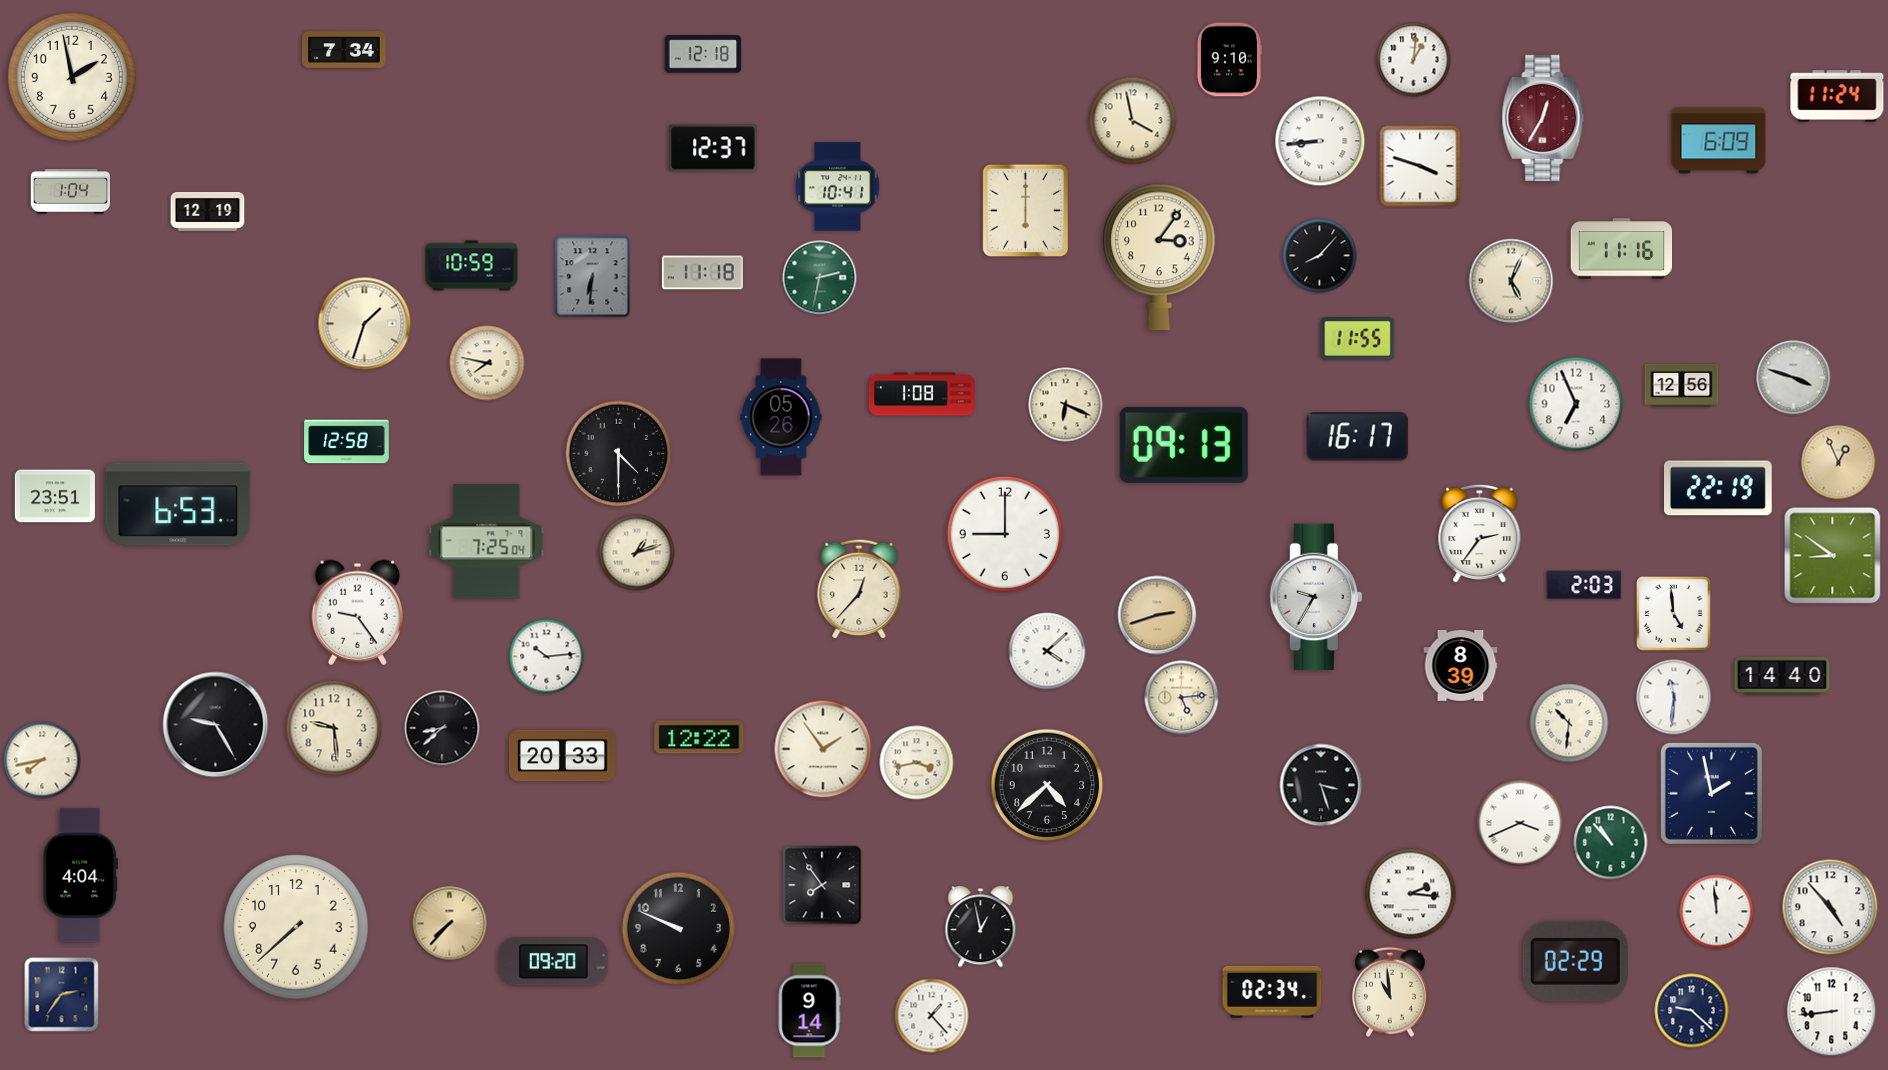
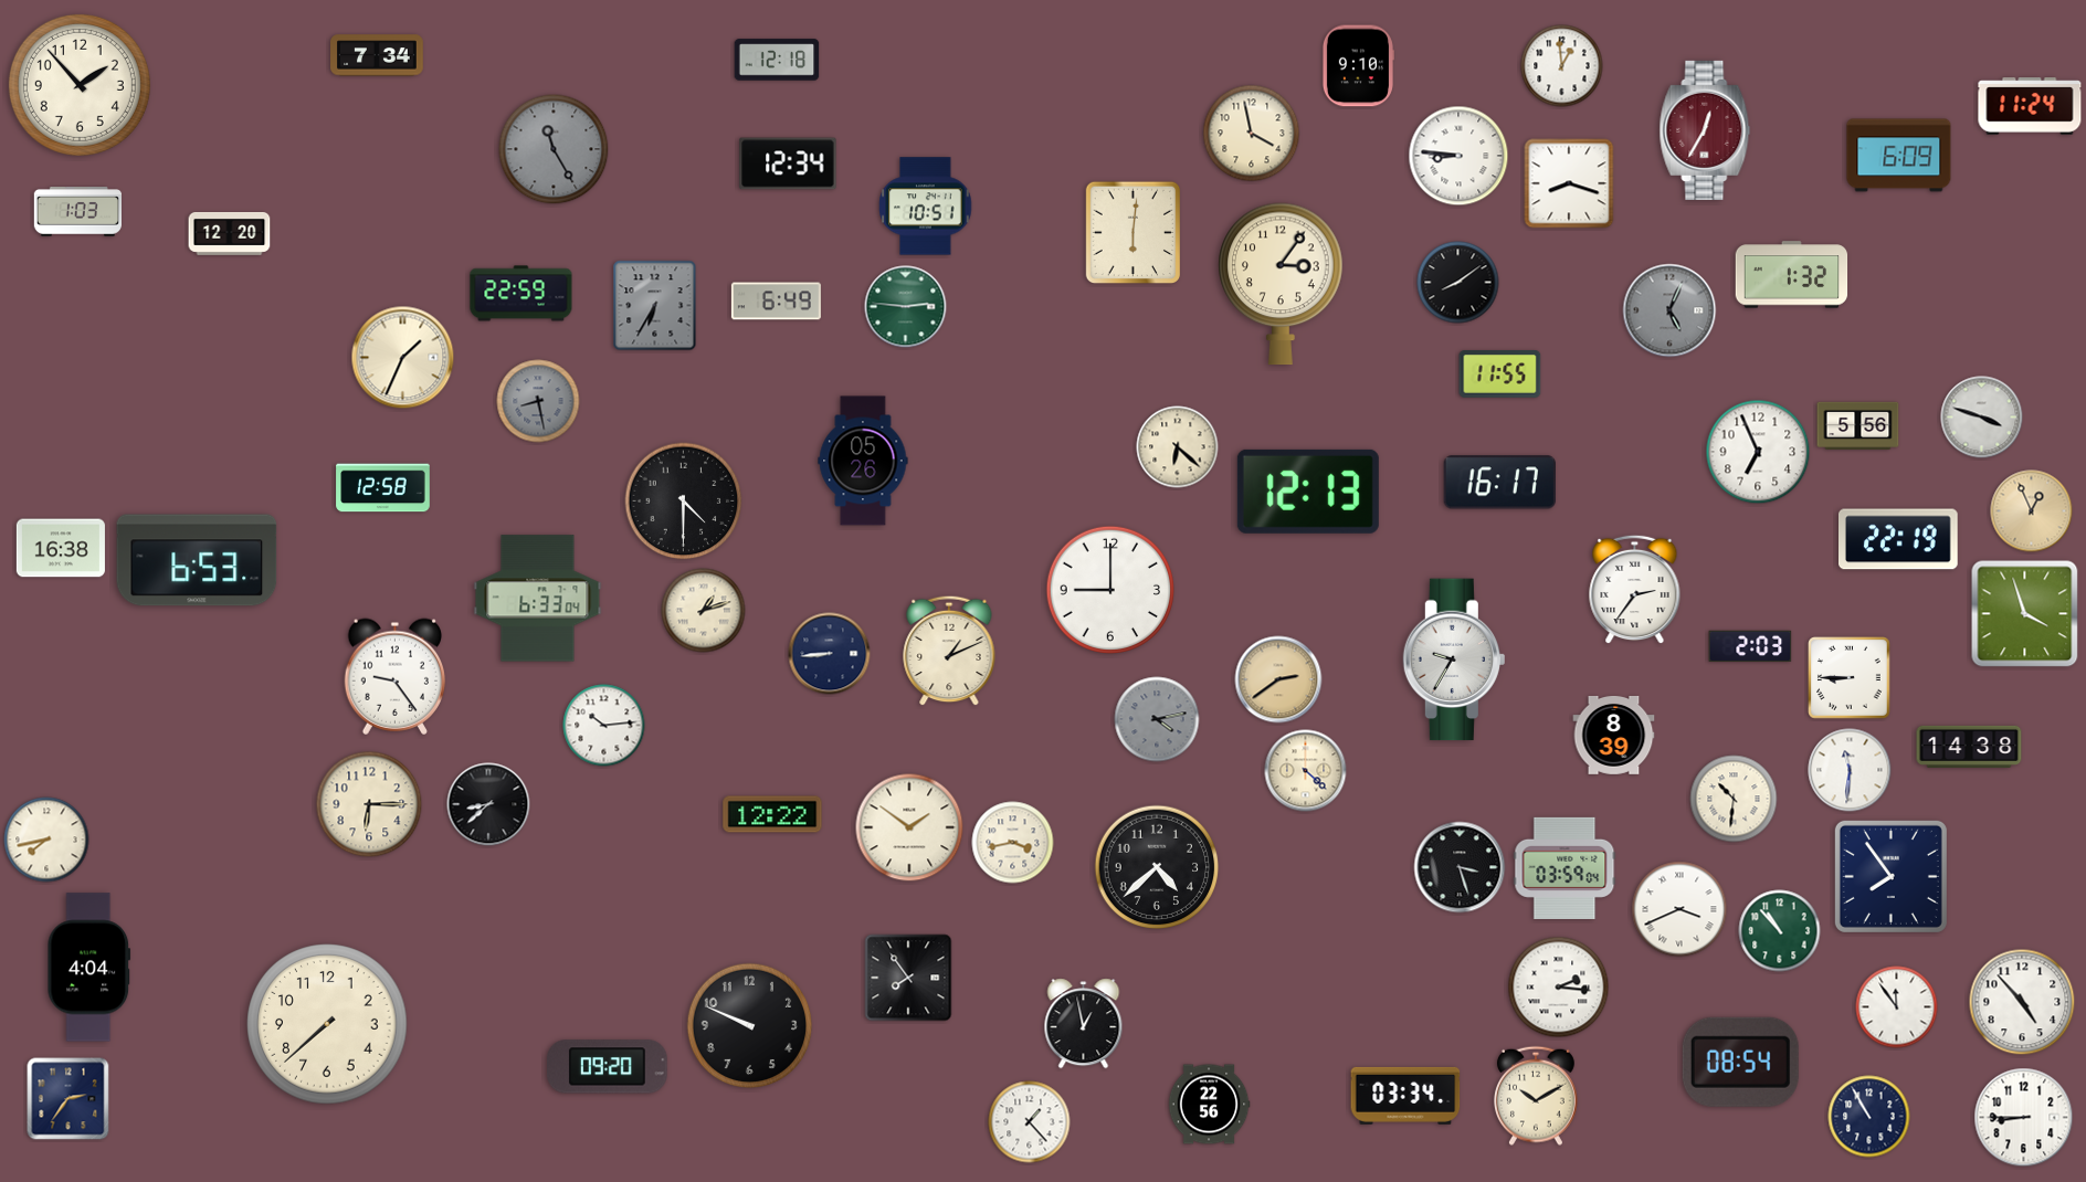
clock at (344, 50) position: (344, 50) -> (377, 55)
clock at (1414, 60): 1:01 -> 12:59
clock at (72, 77): 1:58 -> 1:53
clock at (554, 149): none -> 11:25
clock at (1320, 141): 8:44 -> 8:46
clock at (713, 148): 12:37 -> 12:34
clock at (1420, 166): 3:48 -> 8:18
clock at (838, 187): 10:41 -> 10:51
clock at (70, 192): 1:04 -> 1:03
clock at (208, 211): 12:19 -> 12:20
clock at (1025, 211): 6:00 -> 6:01
clock at (1622, 249): 11:16 -> 1:32
clock at (1320, 256): 8:07 -> 8:09
clock at (472, 266): 10:59 -> 22:59
clock at (702, 273): 11:18 -> 6:49
clock at (593, 277): 6:31 -> 6:35
clock at (820, 278): 2:32 -> 2:46
clock at (1511, 281) dial: cream -> grey
clock at (365, 324): 1:33 -> 1:34
clock at (487, 363): 7:47 -> 8:28
clock at (487, 363) dial: cream -> grey
clock at (1682, 385): 12:56 -> 5:56
clock at (922, 394): 1:08 -> none
clock at (1576, 404) position: (1576, 404) -> (1758, 452)
clock at (1066, 405): 6:19 -> 6:22
clock at (1184, 445): 09:13 -> 12:13
clock at (55, 496): 23:51 -> 16:38
clock at (178, 504) position: (178, 504) -> (197, 560)
clock at (487, 542): 7:25 -> 6:33
clock at (1833, 556): 8:51 -> 3:57
clock at (859, 589): 12:37 -> 1:11
clock at (830, 654): none -> 8:44
clock at (1674, 614): 4:59 -> 8:45
clock at (1157, 615): 2:42 -> 2:39
clock at (1047, 651): 4:08 -> 4:13
clock at (1047, 651) dial: white -> grey
clock at (1782, 676): 14:40 -> 14:38
clock at (1182, 698): 5:14 -> 4:22
clock at (216, 725): 9:25 -> none
clock at (334, 728): 9:29 -> 6:15
clock at (823, 749): 1:54 -> 1:51
clock at (563, 756): 20:33 -> none
clock at (1565, 868): none -> 03:59
clock at (1711, 793): 1:58 -> 7:54
clock at (1717, 912): 11:59 -> 11:54
clock at (450, 924): 7:37 -> none
clock at (1575, 961): 02:29 -> 08:54
clock at (554, 962) position: (554, 962) -> (608, 1067)
clock at (1272, 992): 02:34 -> 03:34
clock at (1390, 992): 10:59 -> 10:10
clock at (1209, 1105): none -> 22:56
clock at (809, 1011): 9:14 -> none
clock at (1692, 1011): 9:22 -> 10:55
clock at (1832, 1012): 8:44 -> 8:45
